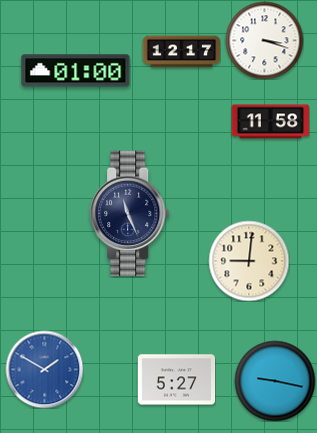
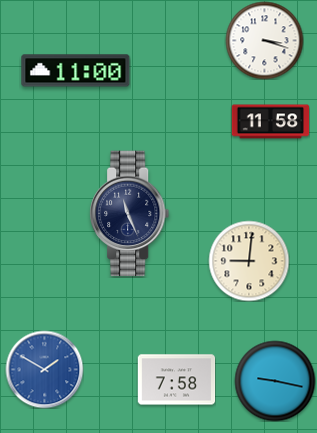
clock at (181, 52): 12:17 -> none
clock at (76, 71): 01:00 -> 11:00
clock at (176, 380): 5:27 -> 7:58
